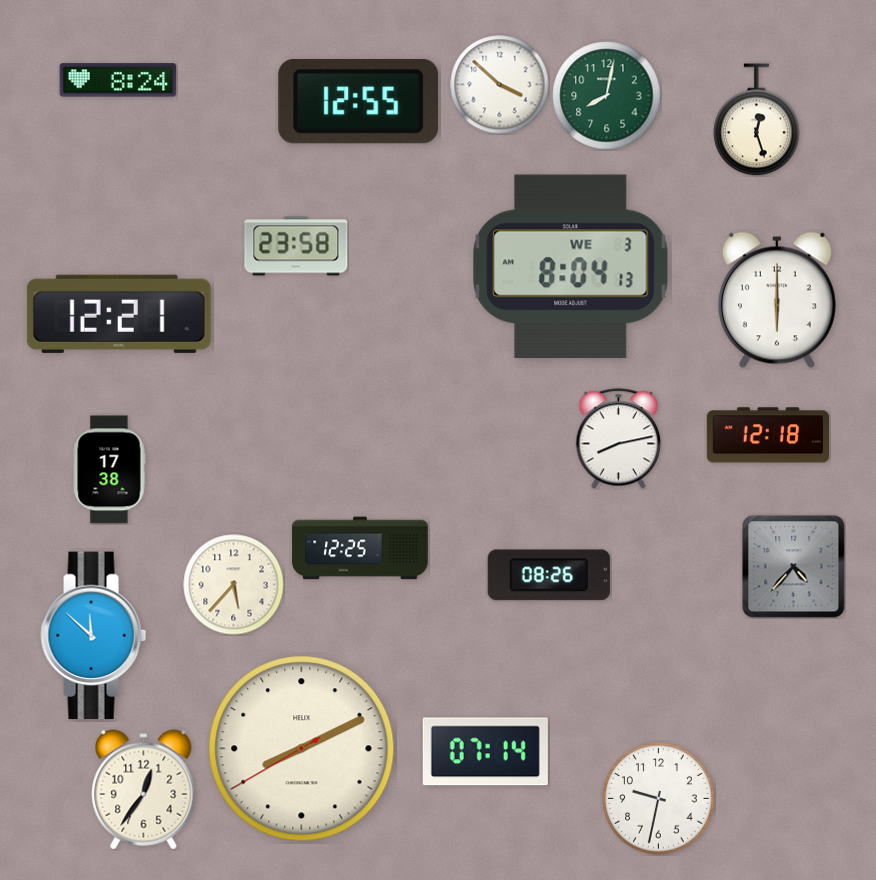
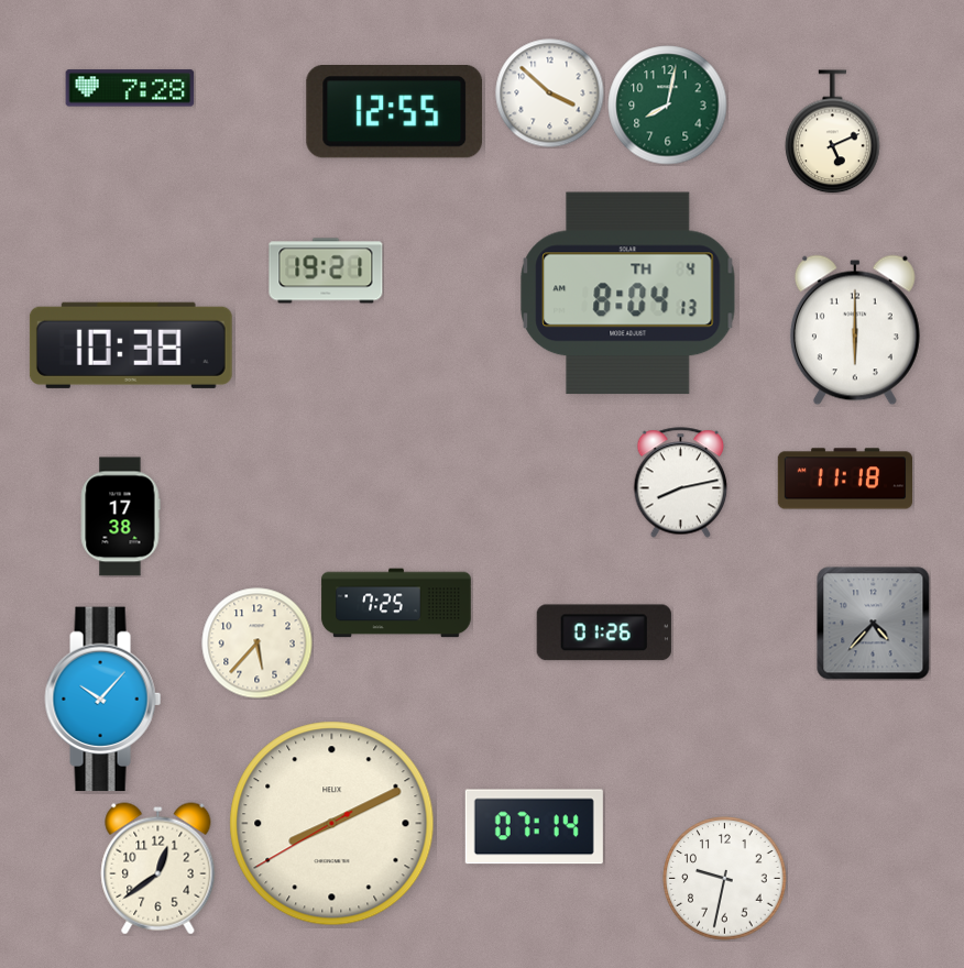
clock at (118, 80): 8:24 -> 7:28
clock at (757, 120): 12:27 -> 5:11
clock at (296, 246): 23:58 -> 19:21
clock at (571, 267) date: WE 3 -> TH 4
clock at (119, 314): 12:21 -> 10:38
clock at (767, 435): 12:18 -> 11:18
clock at (360, 548): 12:25 -> 7:25
clock at (549, 575): 08:26 -> 01:26
clock at (94, 636): 11:52 -> 10:07
clock at (144, 790): 12:36 -> 12:39
